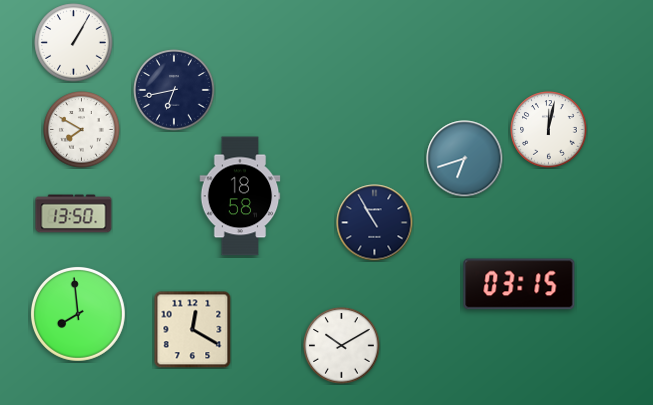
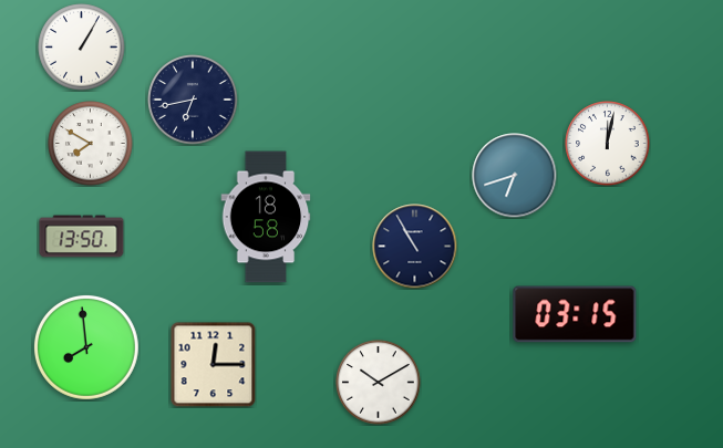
clock at (192, 329): 12:20 -> 12:15
